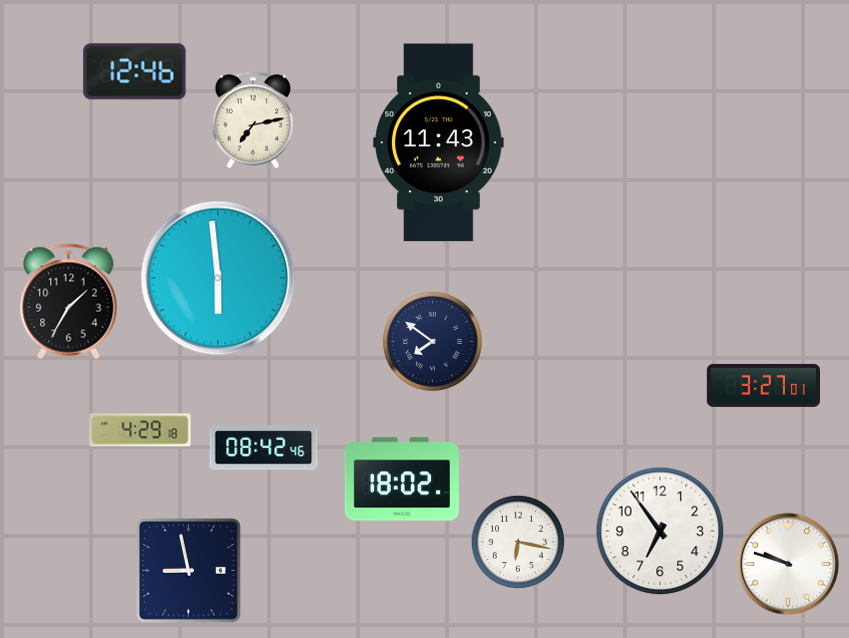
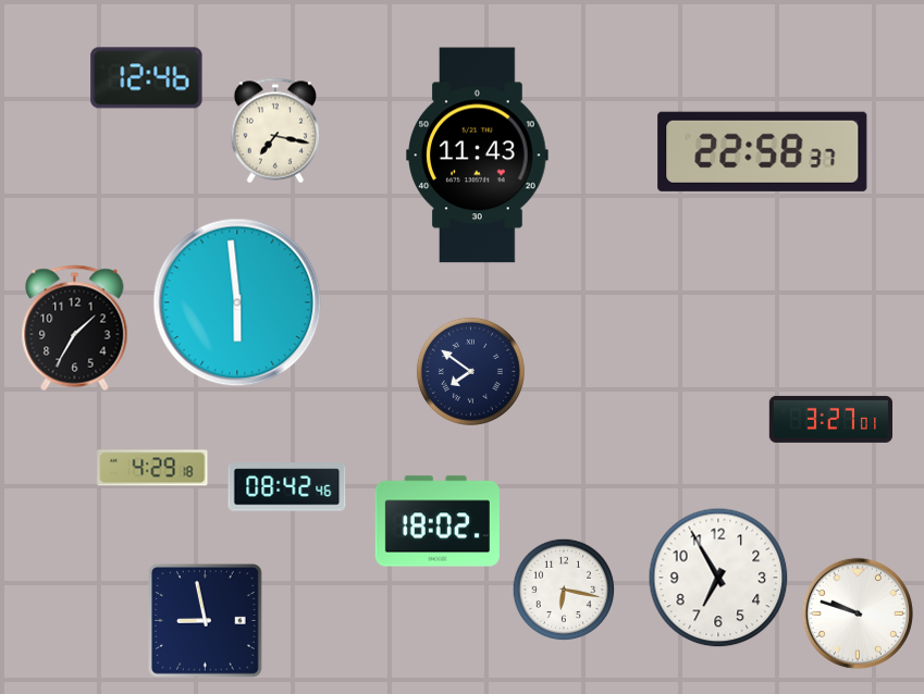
clock at (253, 120): 7:13 -> 7:17
clock at (763, 151): none -> 22:58
clock at (660, 531): 6:54 -> 6:55
